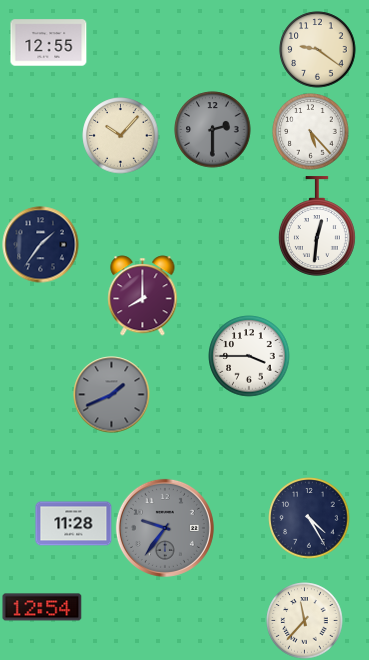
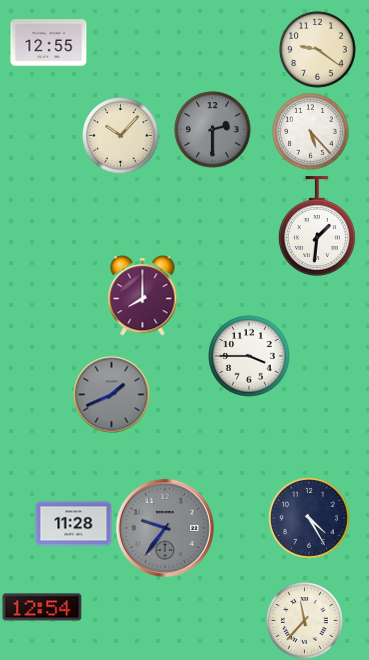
clock at (317, 226): 12:31 -> 1:31
clock at (41, 245): 1:36 -> none
